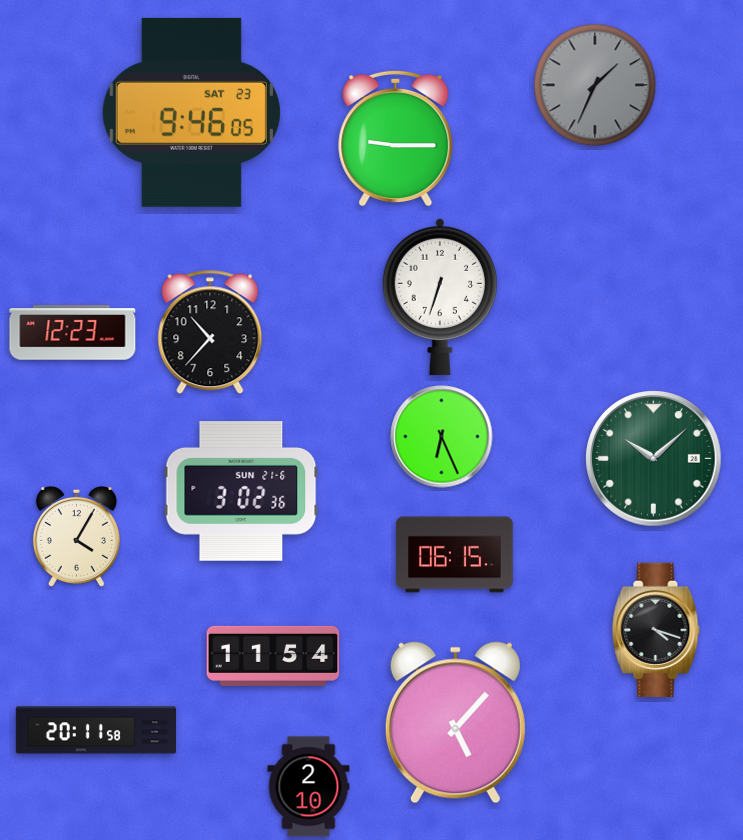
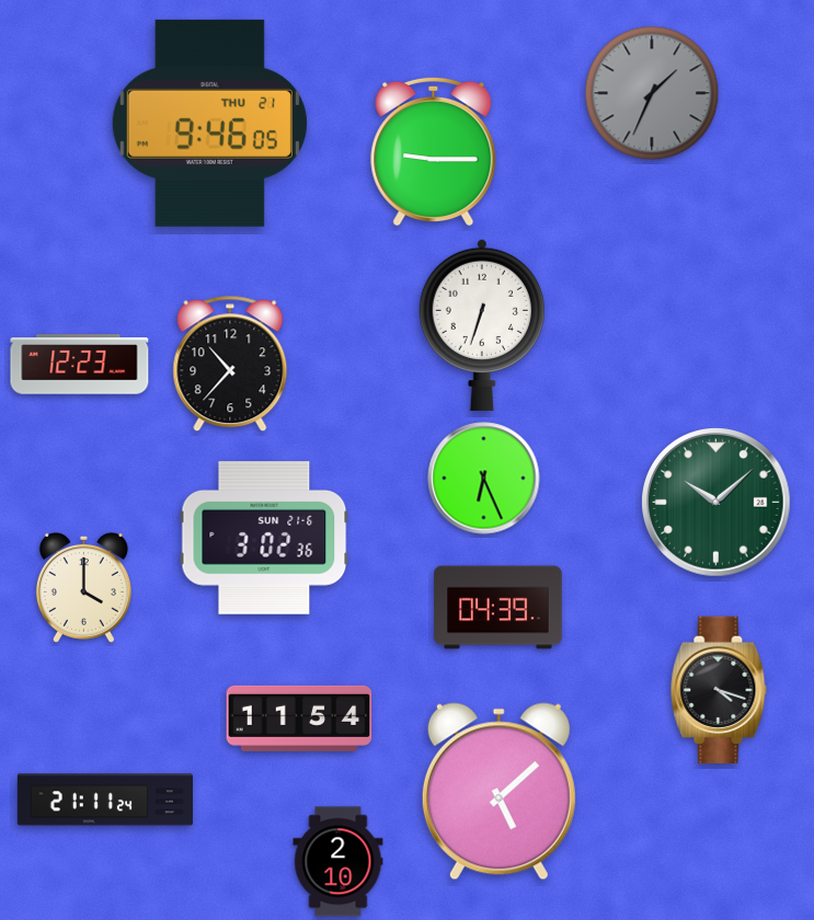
clock at (191, 112) date: SAT 23 -> THU 21
clock at (76, 536): 4:05 -> 4:00
clock at (455, 555): 06:15 -> 04:39
clock at (455, 723): 5:07 -> 5:08
clock at (96, 730): 20:11 -> 21:11
